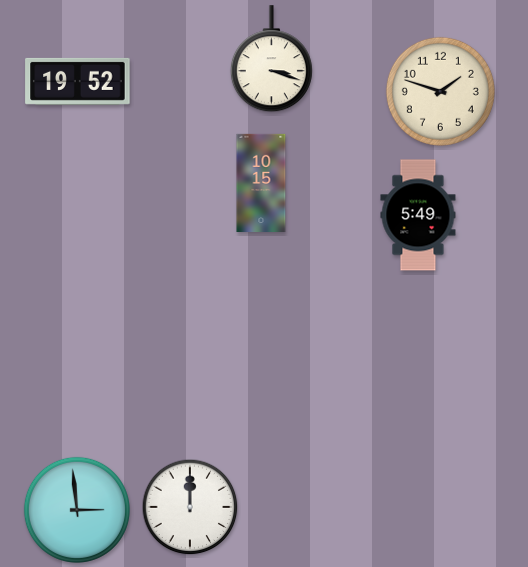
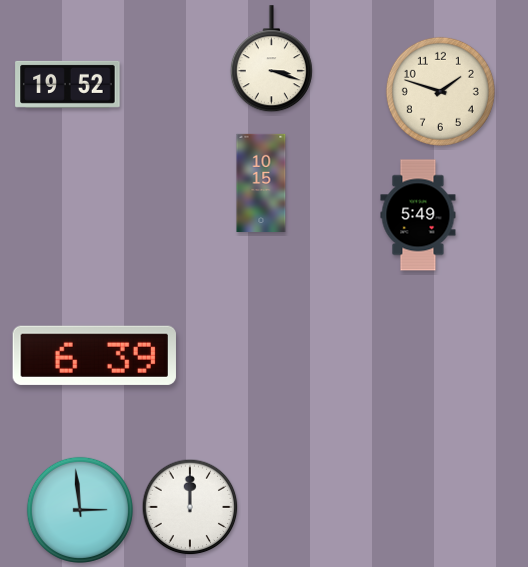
clock at (78, 81) position: (78, 81) -> (68, 84)
clock at (94, 355): none -> 6:39
clock at (77, 510) position: (77, 510) -> (80, 510)
